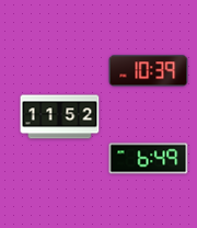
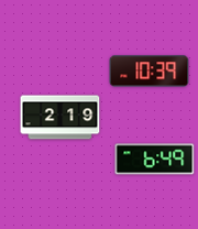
clock at (60, 117): 11:52 -> 2:19
clock at (149, 159) position: (149, 159) -> (155, 160)
